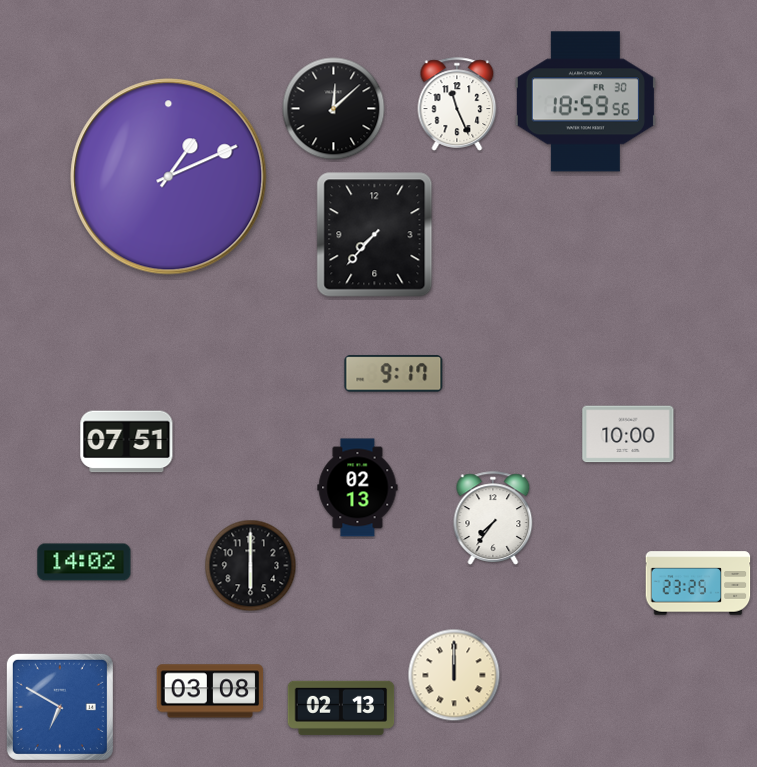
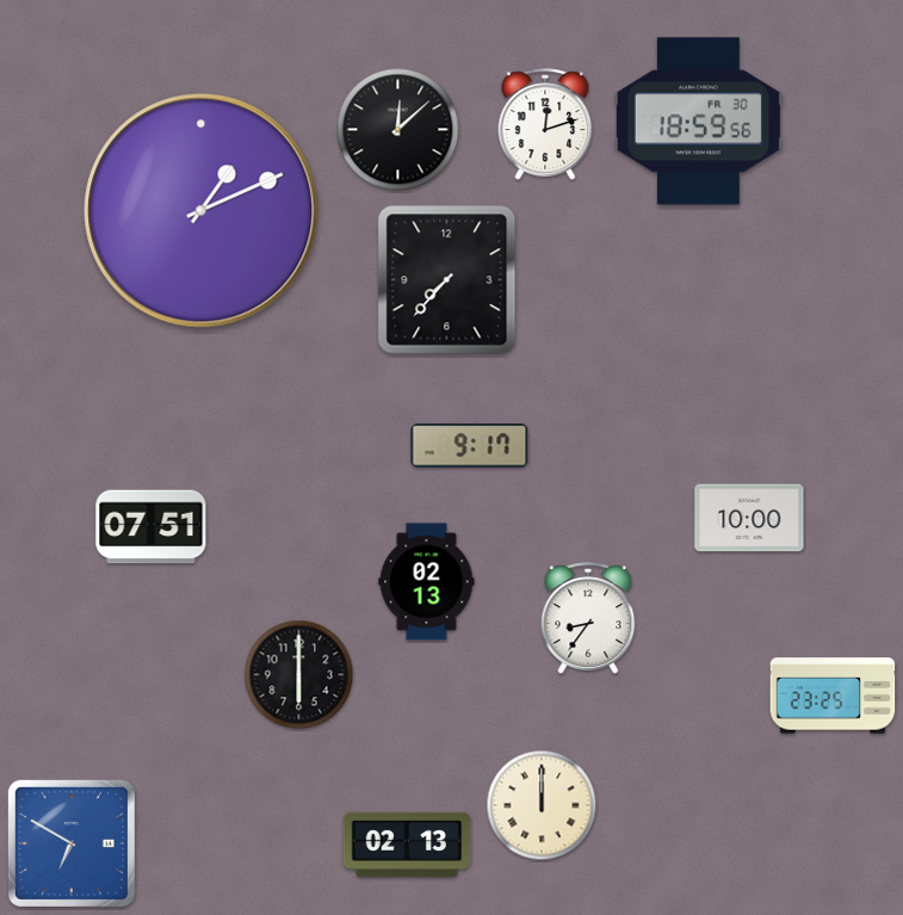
clock at (457, 104): 11:26 -> 12:12
clock at (493, 518): 7:36 -> 8:36
clock at (84, 562): 14:02 -> none
clock at (210, 691): 03:08 -> none
